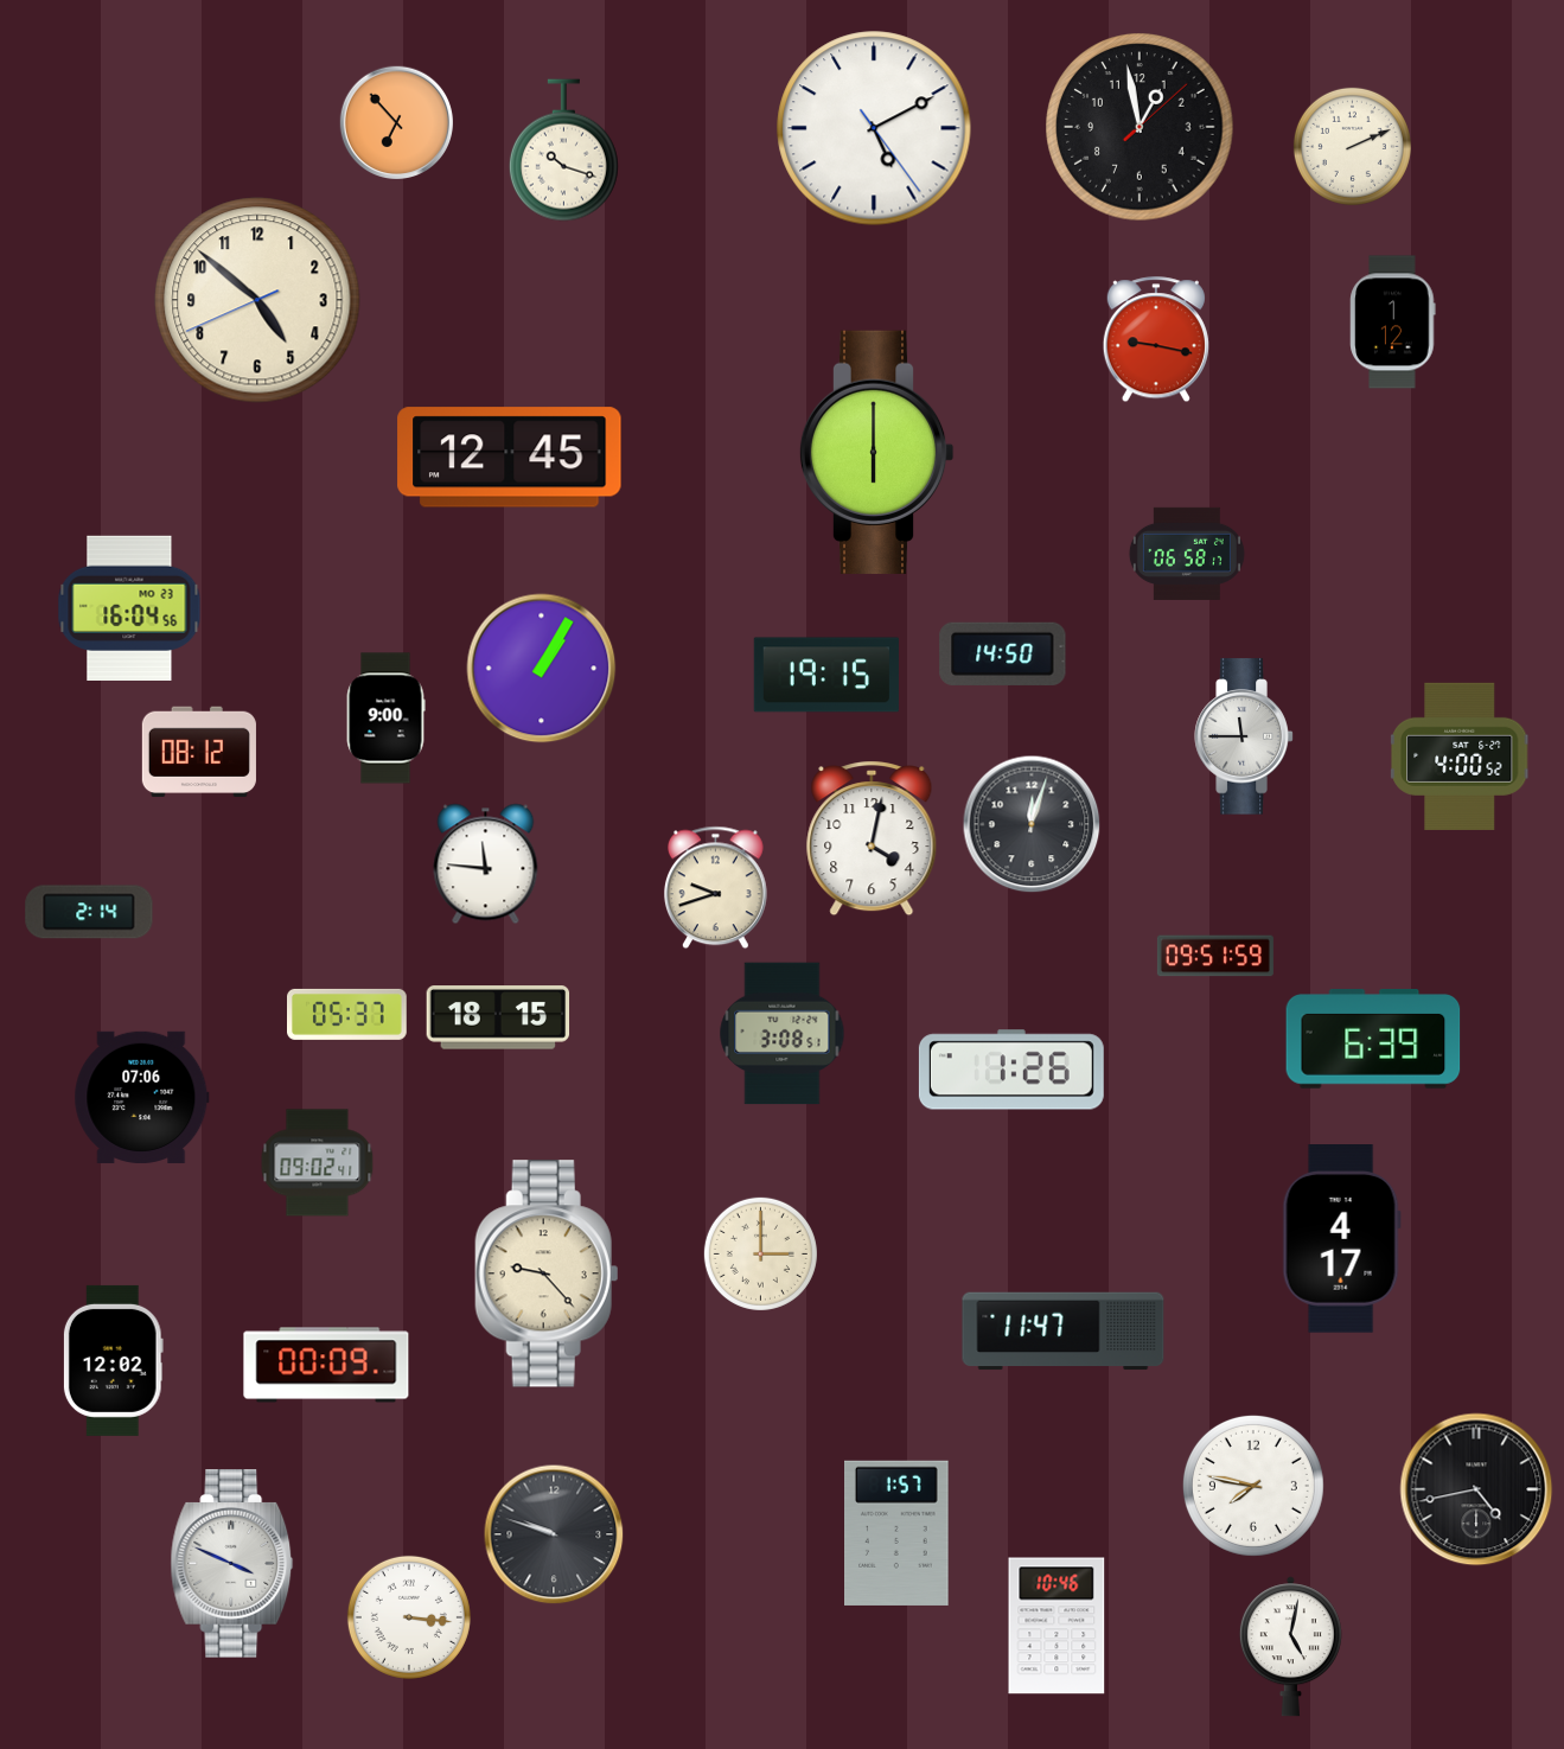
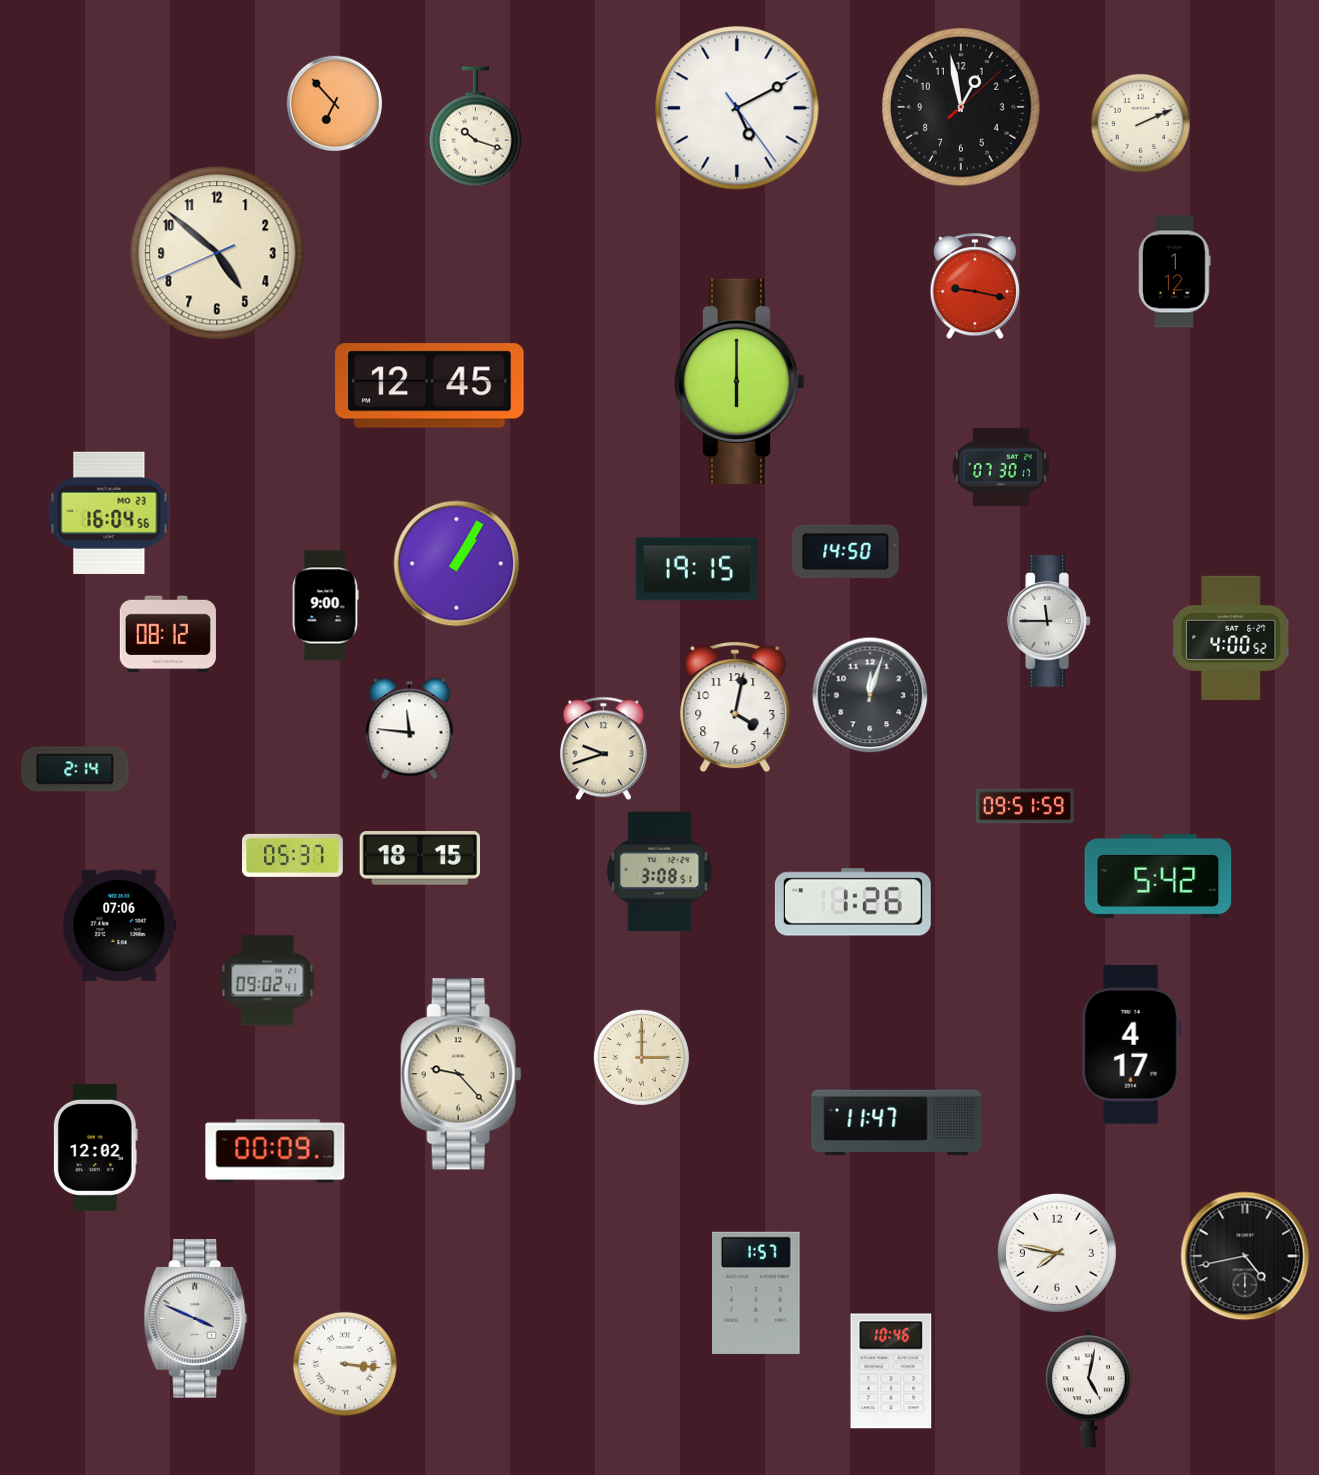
clock at (1187, 554): 06:58 -> 07:30
clock at (1373, 1040): 6:39 -> 5:42
clock at (554, 1534): 9:48 -> none
